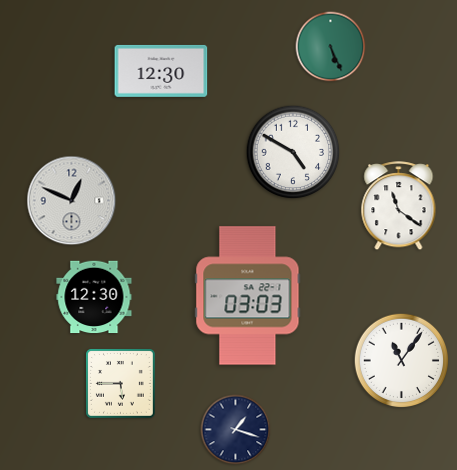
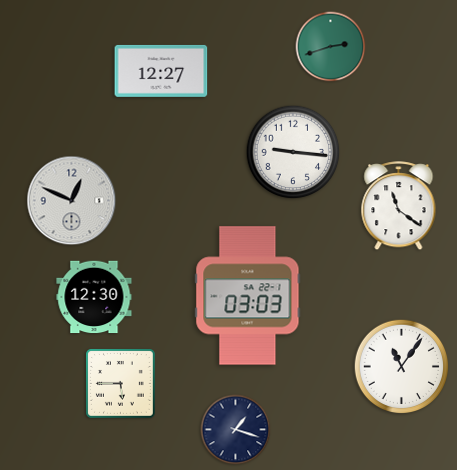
clock at (331, 47): 5:26 -> 2:42
clock at (161, 71): 12:30 -> 12:27
clock at (293, 152): 4:50 -> 9:16
clock at (402, 361) position: (402, 361) -> (402, 367)
